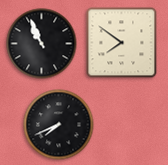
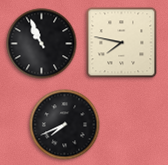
clock at (122, 43): 7:51 -> 7:47
clock at (59, 125) position: (59, 125) -> (65, 125)
